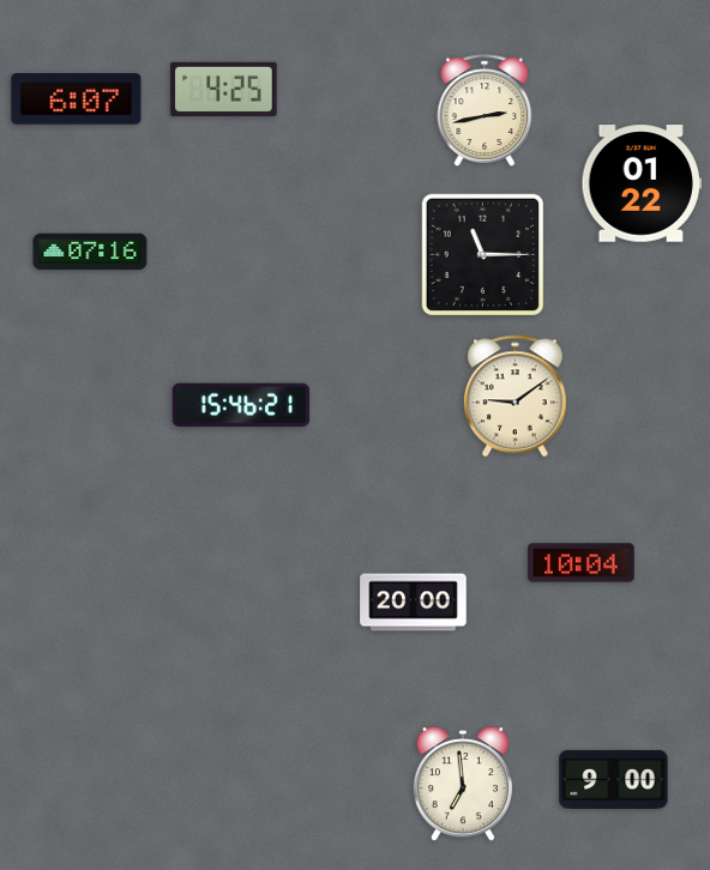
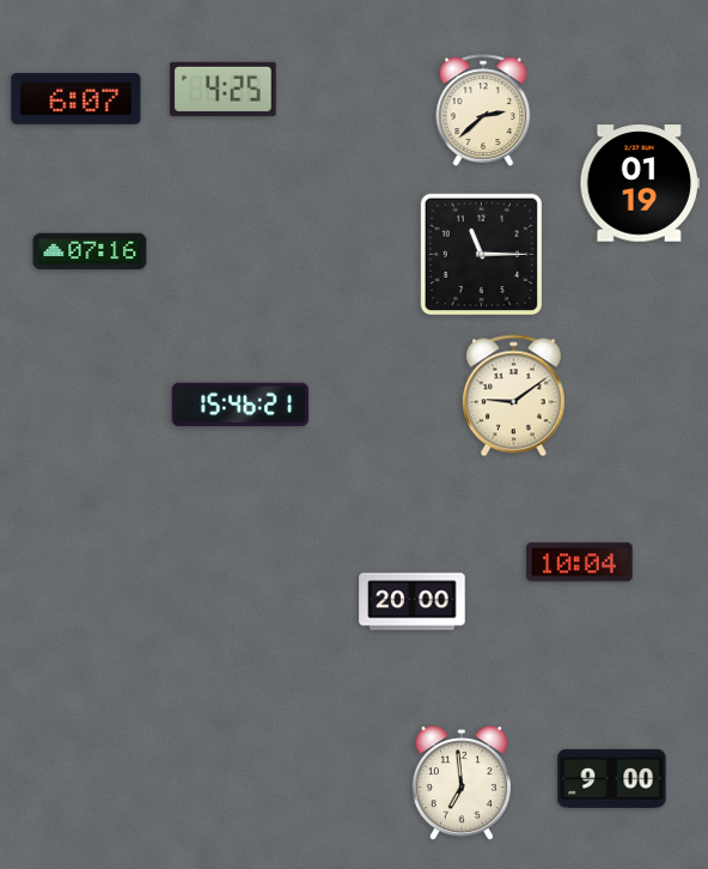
clock at (485, 110): 2:43 -> 2:38
clock at (642, 183): 01:22 -> 01:19
